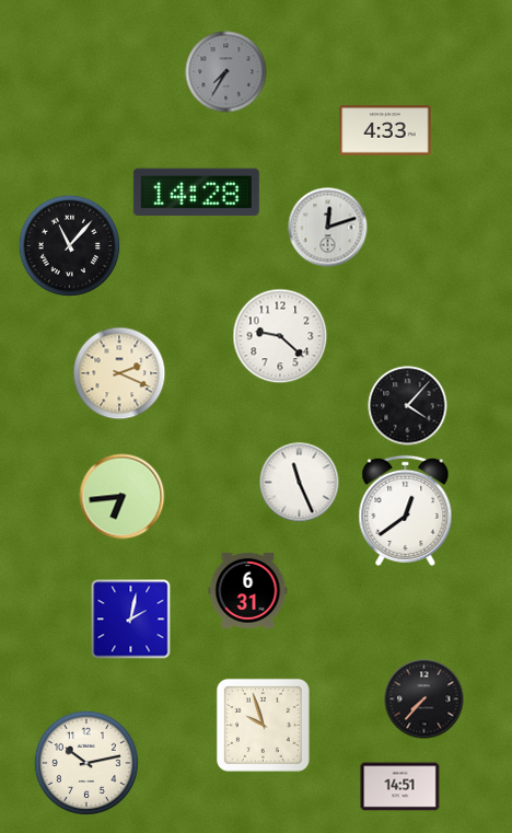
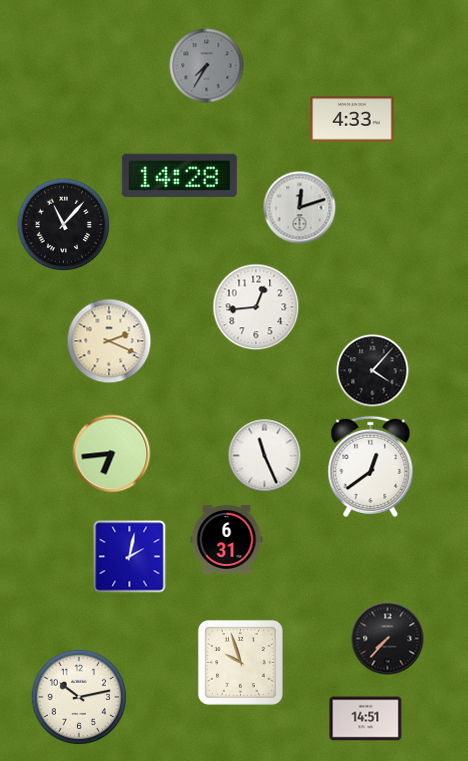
clock at (280, 336): 9:22 -> 12:44
clock at (300, 483) position: (300, 483) -> (265, 456)
clock at (131, 620) position: (131, 620) -> (130, 557)
